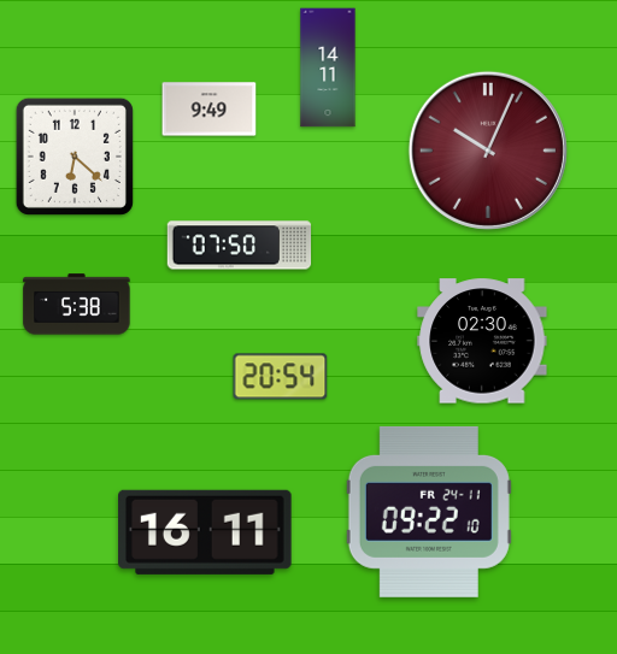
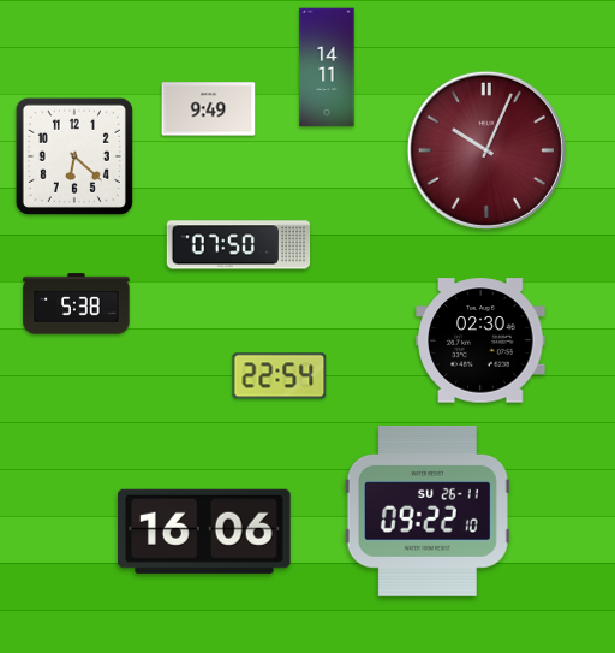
clock at (281, 377): 20:54 -> 22:54
clock at (429, 512) date: FR 24-11 -> SU 26-11
clock at (206, 532): 16:11 -> 16:06
